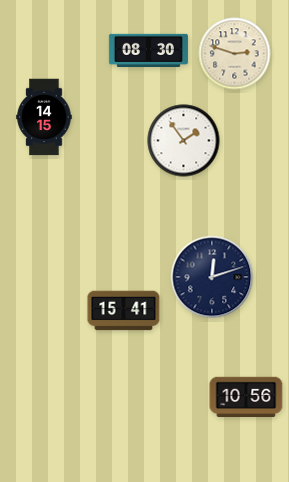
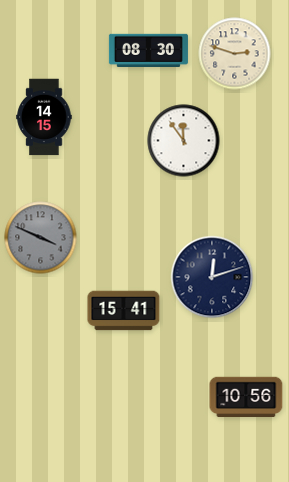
clock at (184, 141): 1:54 -> 11:54
clock at (41, 238): none -> 3:49
